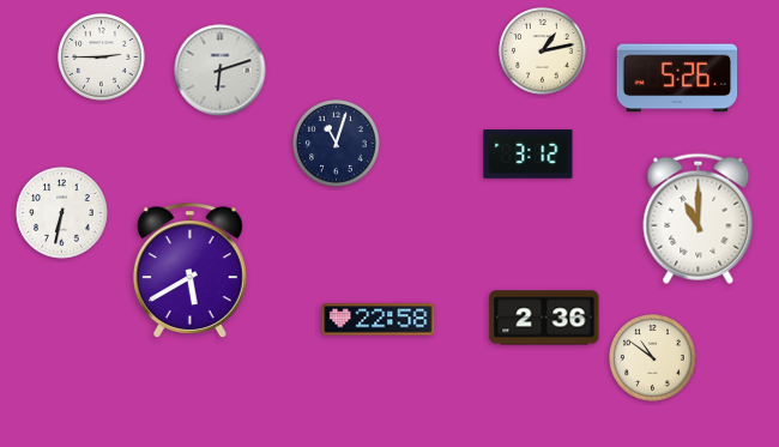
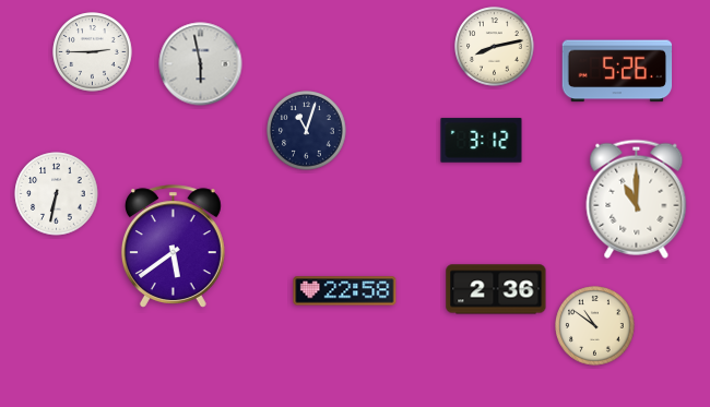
clock at (543, 52): 1:13 -> 8:13
clock at (221, 71): 6:12 -> 5:58
clock at (189, 271): 5:40 -> 5:39
